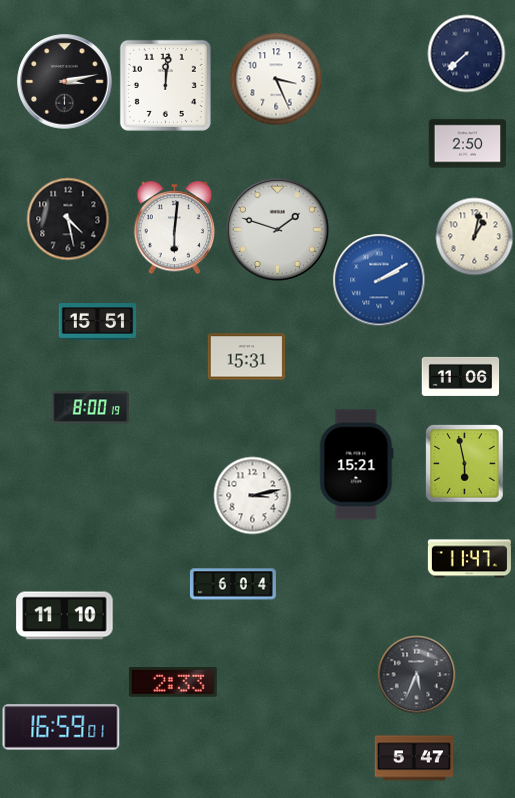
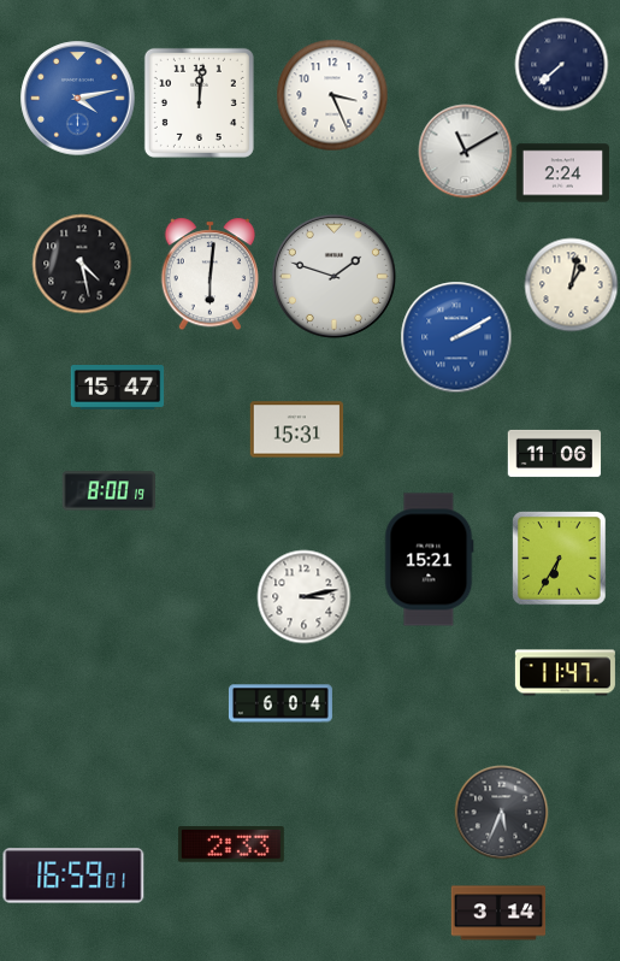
clock at (65, 82): 3:13 -> 4:13
clock at (65, 82) dial: black -> blue
clock at (465, 151): none -> 11:10
clock at (467, 144): 2:50 -> 2:24
clock at (97, 322): 15:51 -> 15:47
clock at (464, 463): 5:58 -> 6:35
clock at (65, 616): 11:10 -> none
clock at (173, 683) position: (173, 683) -> (231, 845)
clock at (414, 758): 5:47 -> 3:14
